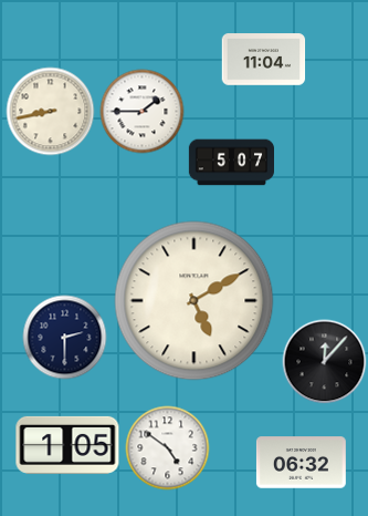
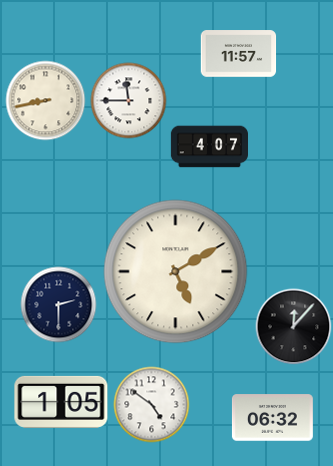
clock at (264, 60): 11:04 -> 11:57
clock at (143, 112): 1:45 -> 11:45
clock at (231, 163): 5:07 -> 4:07
